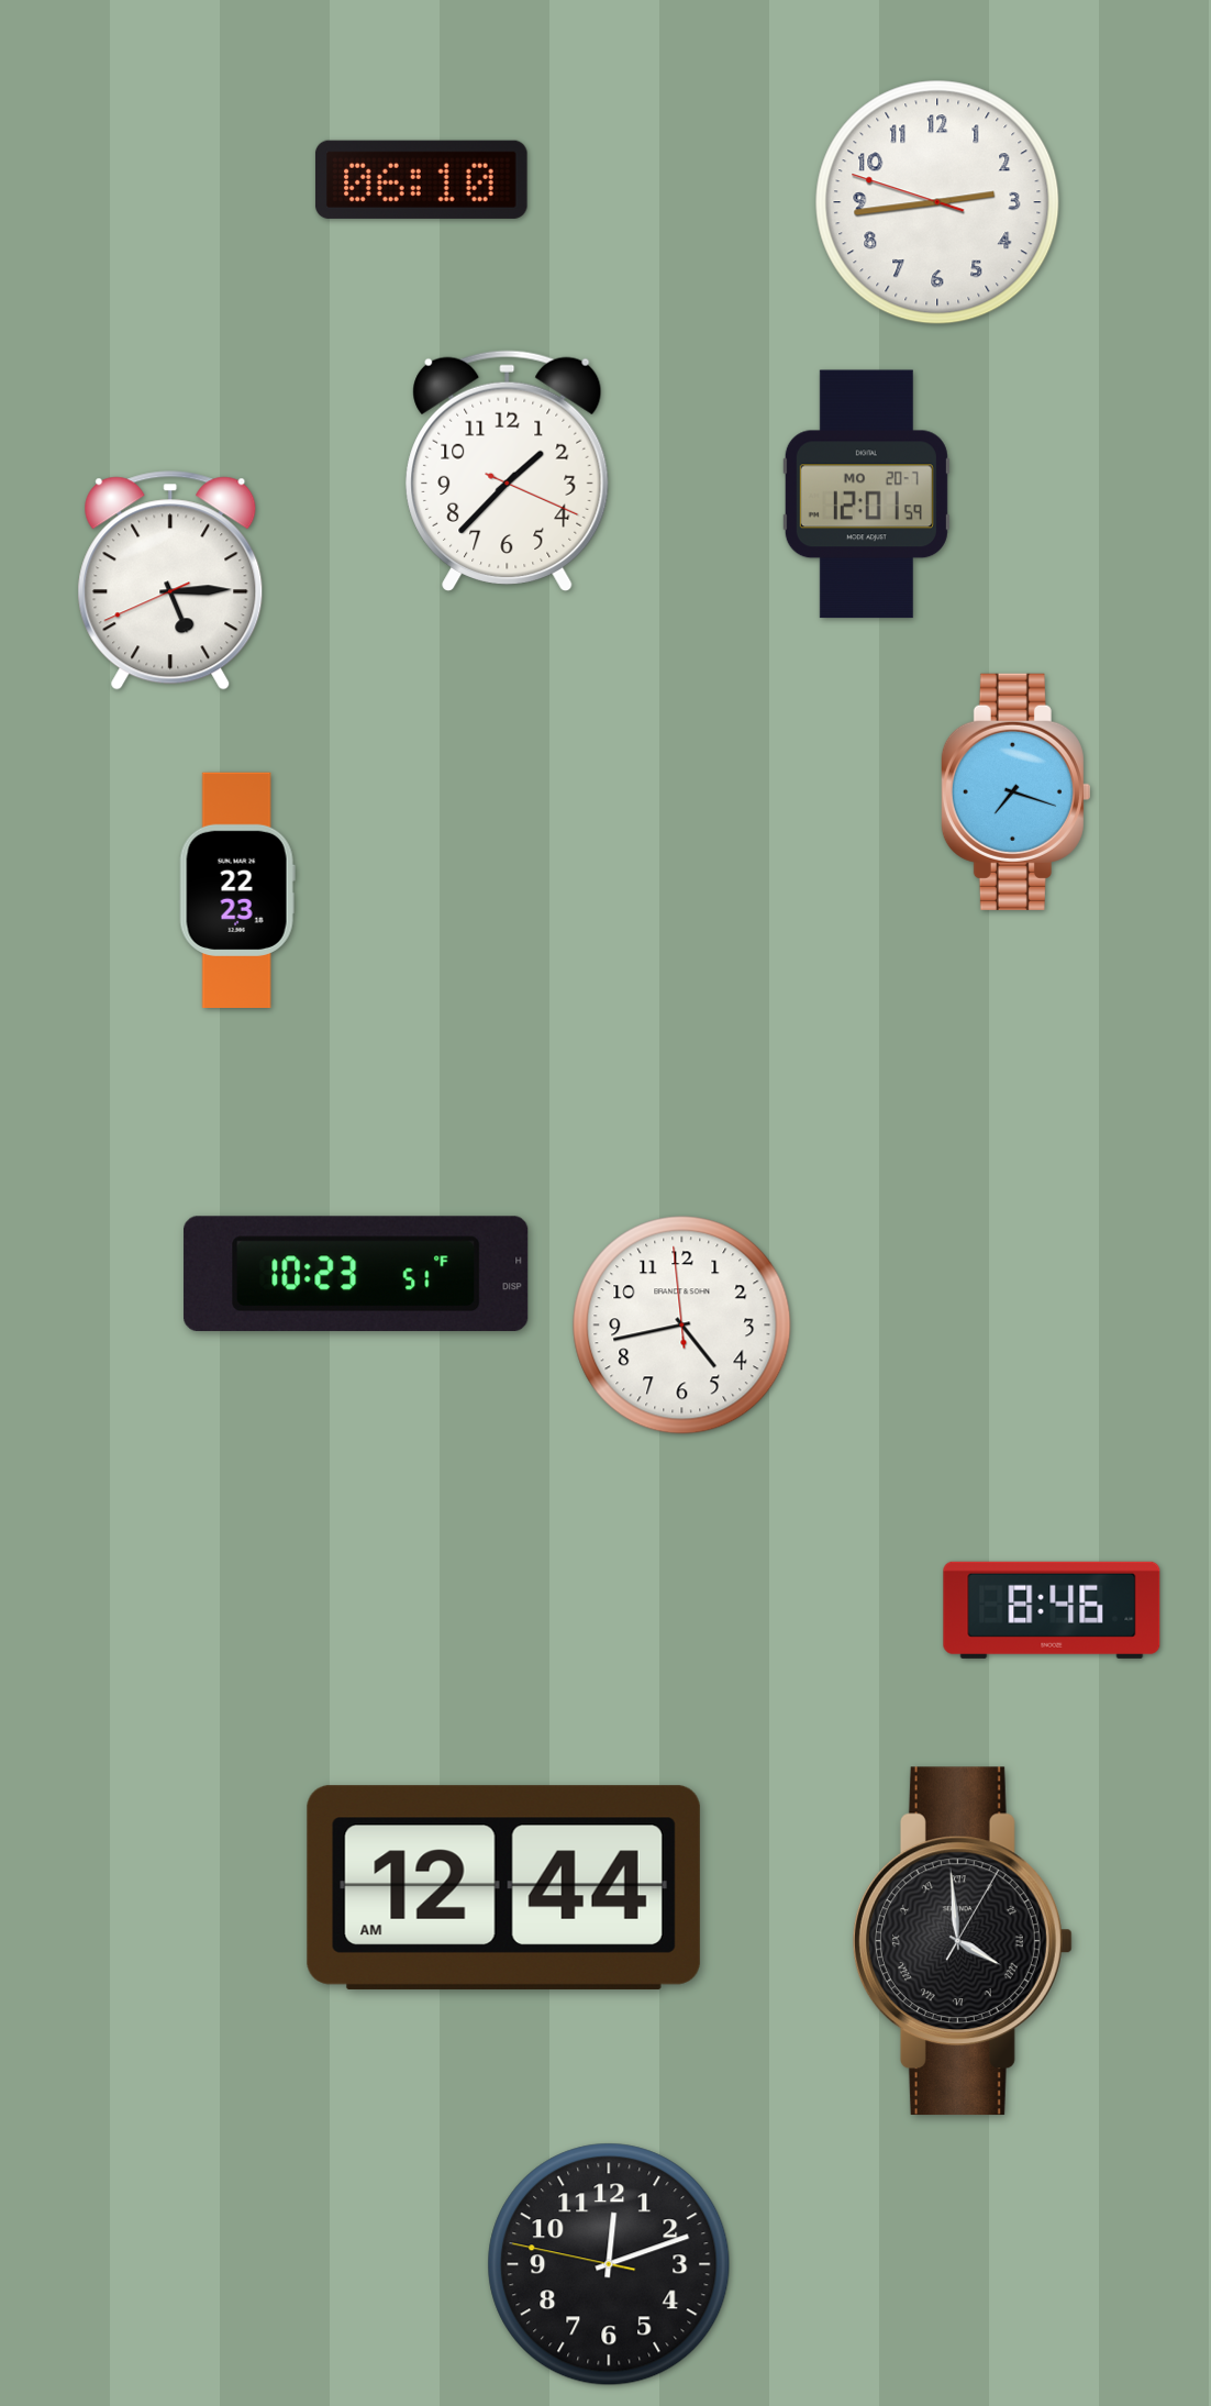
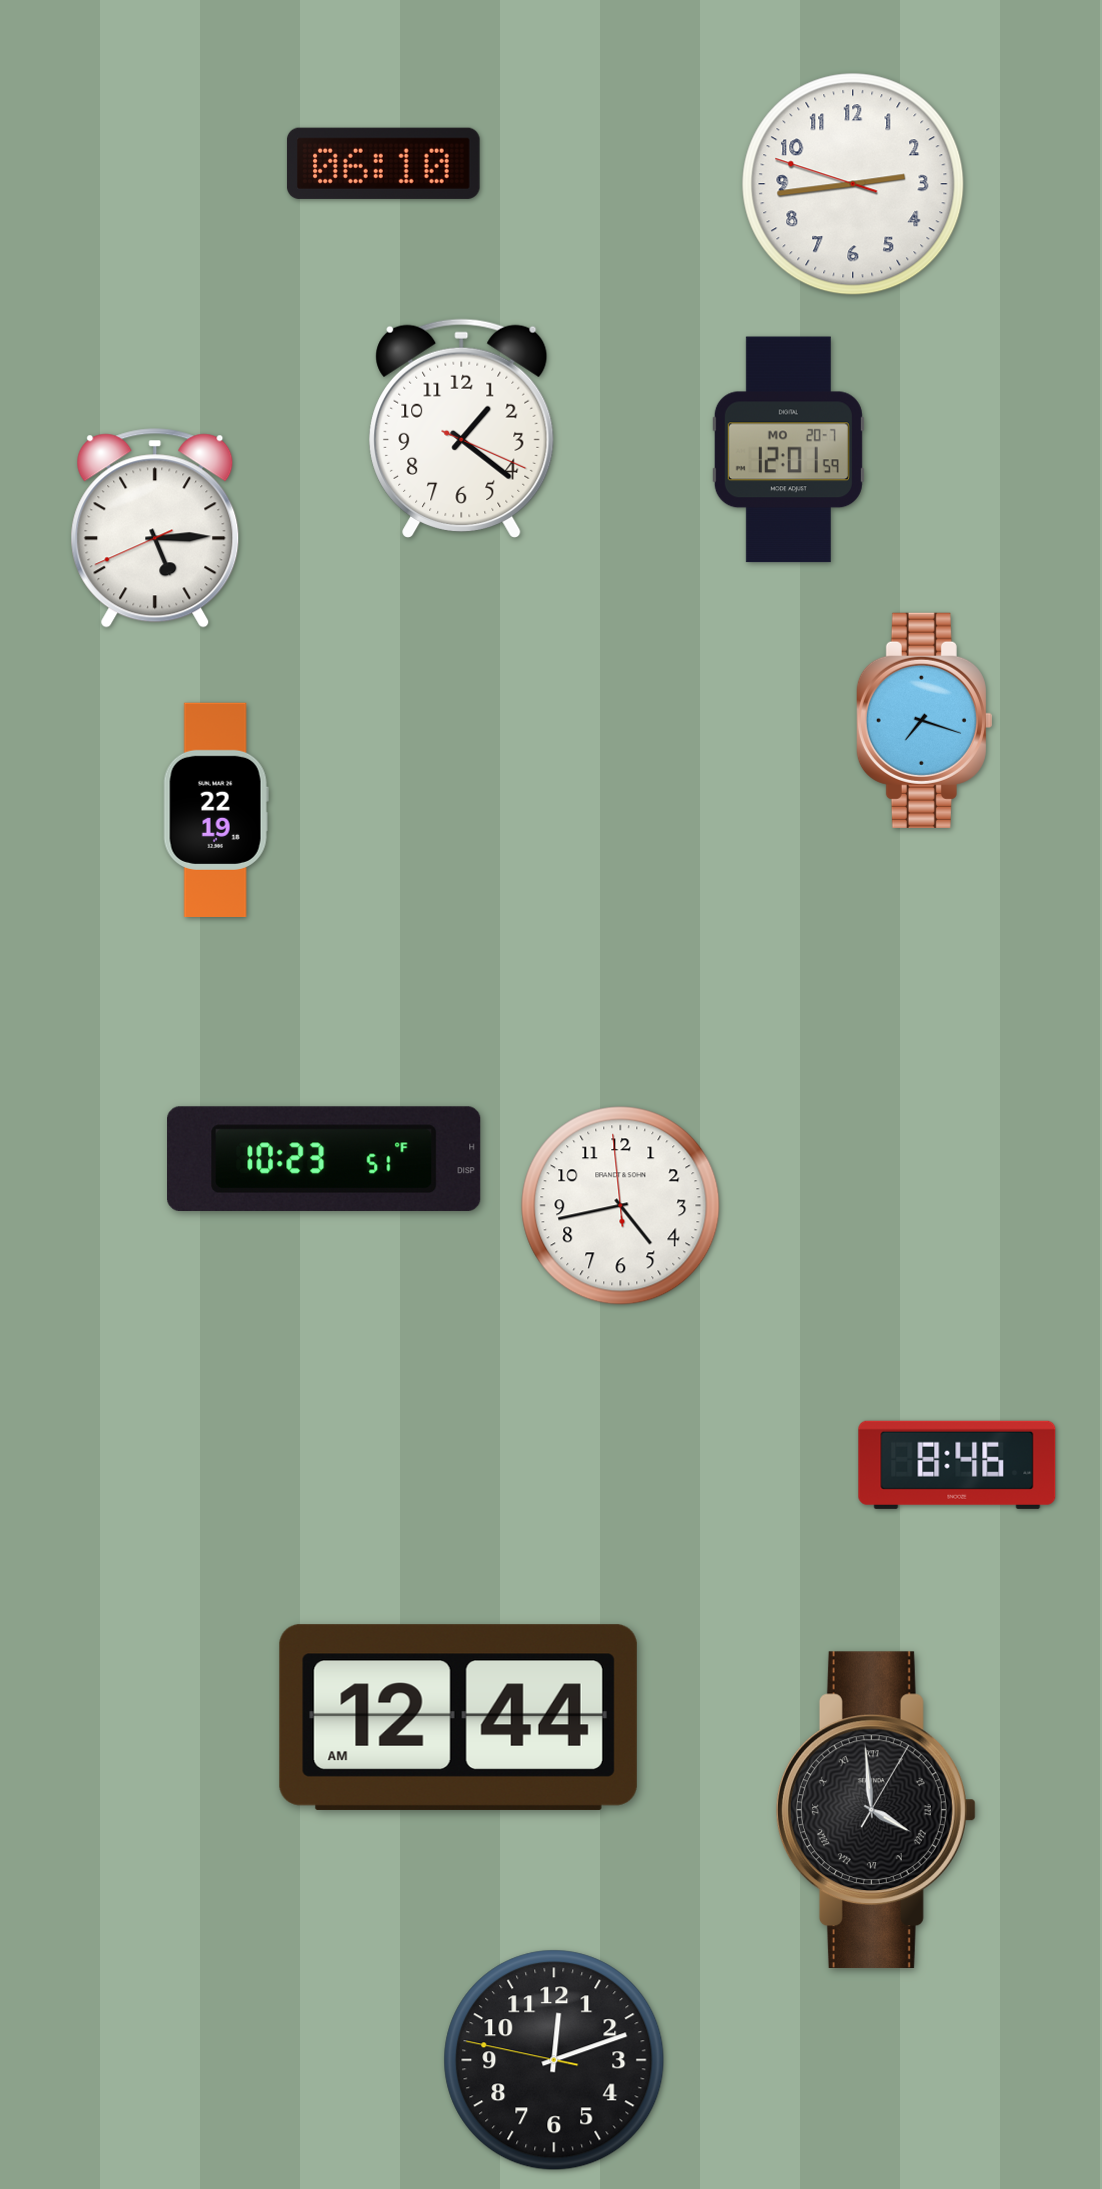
clock at (508, 470): 1:37 -> 1:21
clock at (237, 889): 22:23 -> 22:19
clock at (963, 1941) position: (963, 1941) -> (876, 1810)
